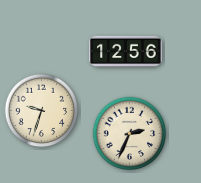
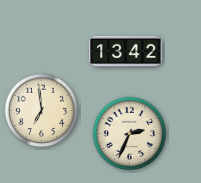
clock at (126, 52): 12:56 -> 13:42
clock at (42, 111): 9:33 -> 6:59
